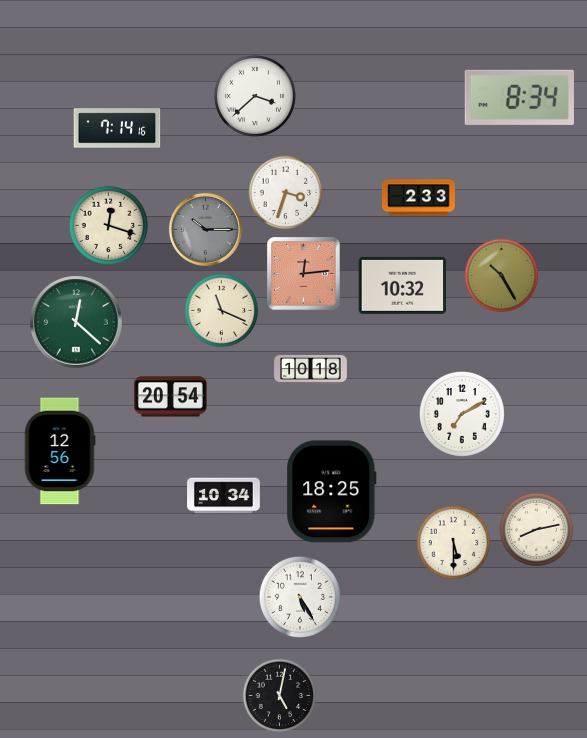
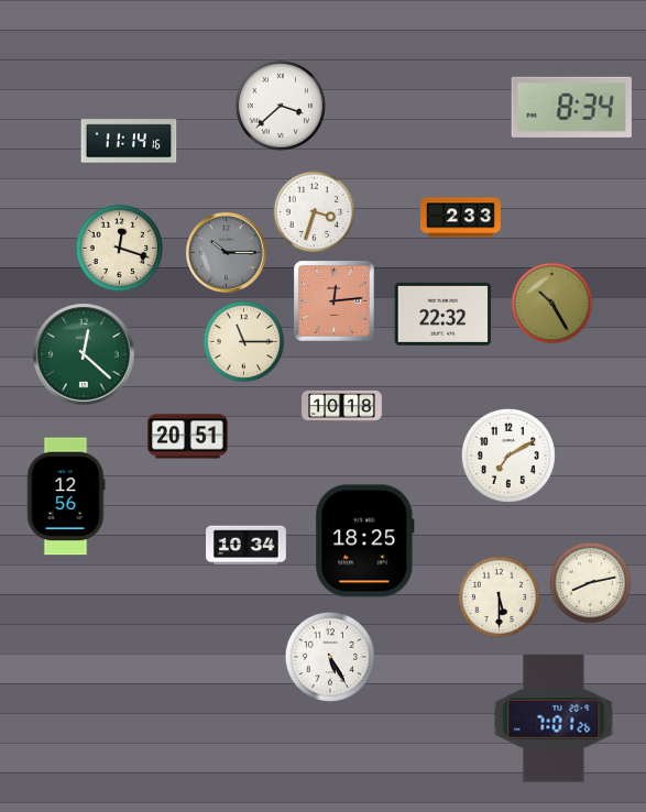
clock at (117, 128): 7:14 -> 11:14
clock at (403, 285): 10:32 -> 22:32
clock at (222, 311): 11:19 -> 11:15
clock at (171, 397): 20:54 -> 20:51
clock at (554, 718): none -> 7:01
clock at (280, 696): 5:02 -> none
